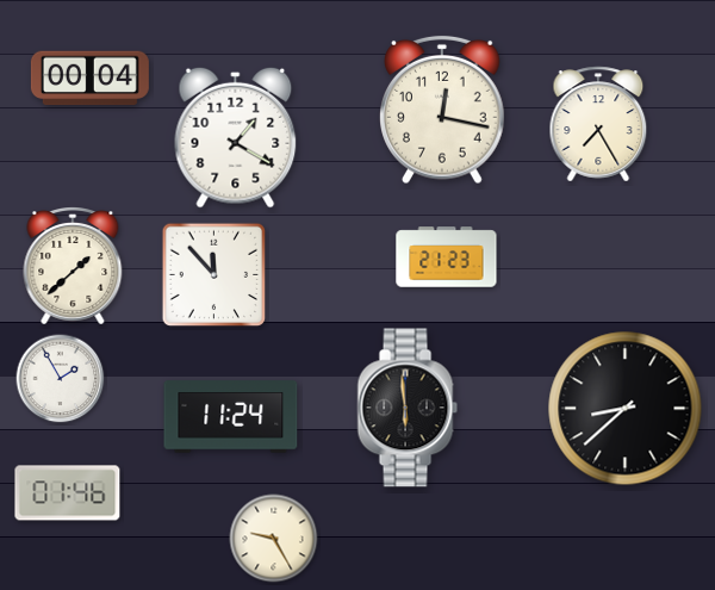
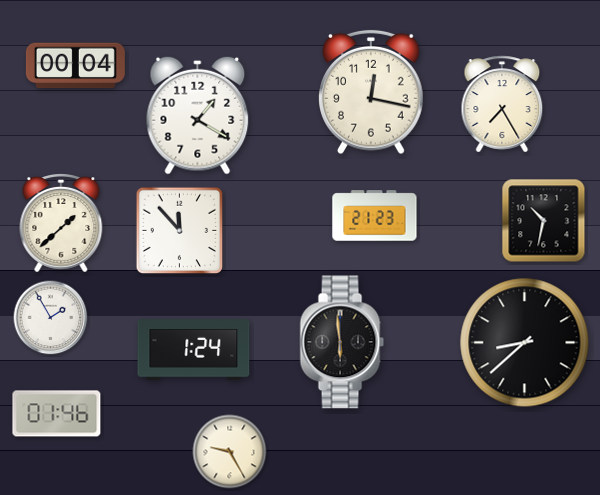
clock at (544, 221): none -> 10:32
clock at (231, 417): 11:24 -> 1:24
